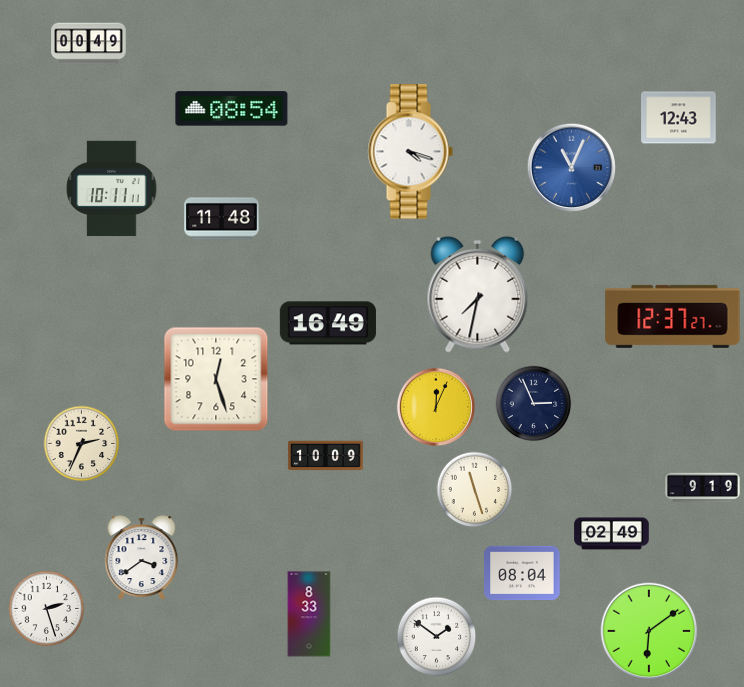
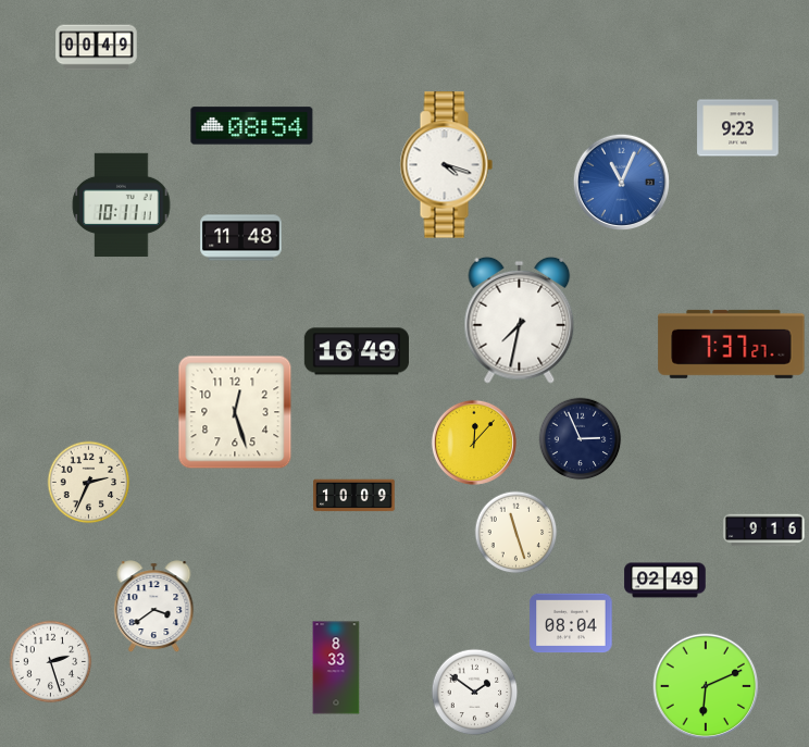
clock at (232, 109) position: (232, 109) -> (252, 126)
clock at (679, 118): 12:43 -> 9:23
clock at (673, 316): 12:37 -> 7:37
clock at (436, 407): 12:04 -> 12:07
clock at (703, 488): 9:19 -> 9:16
clock at (522, 573) position: (522, 573) -> (571, 623)
clock at (649, 631): 6:09 -> 6:11
